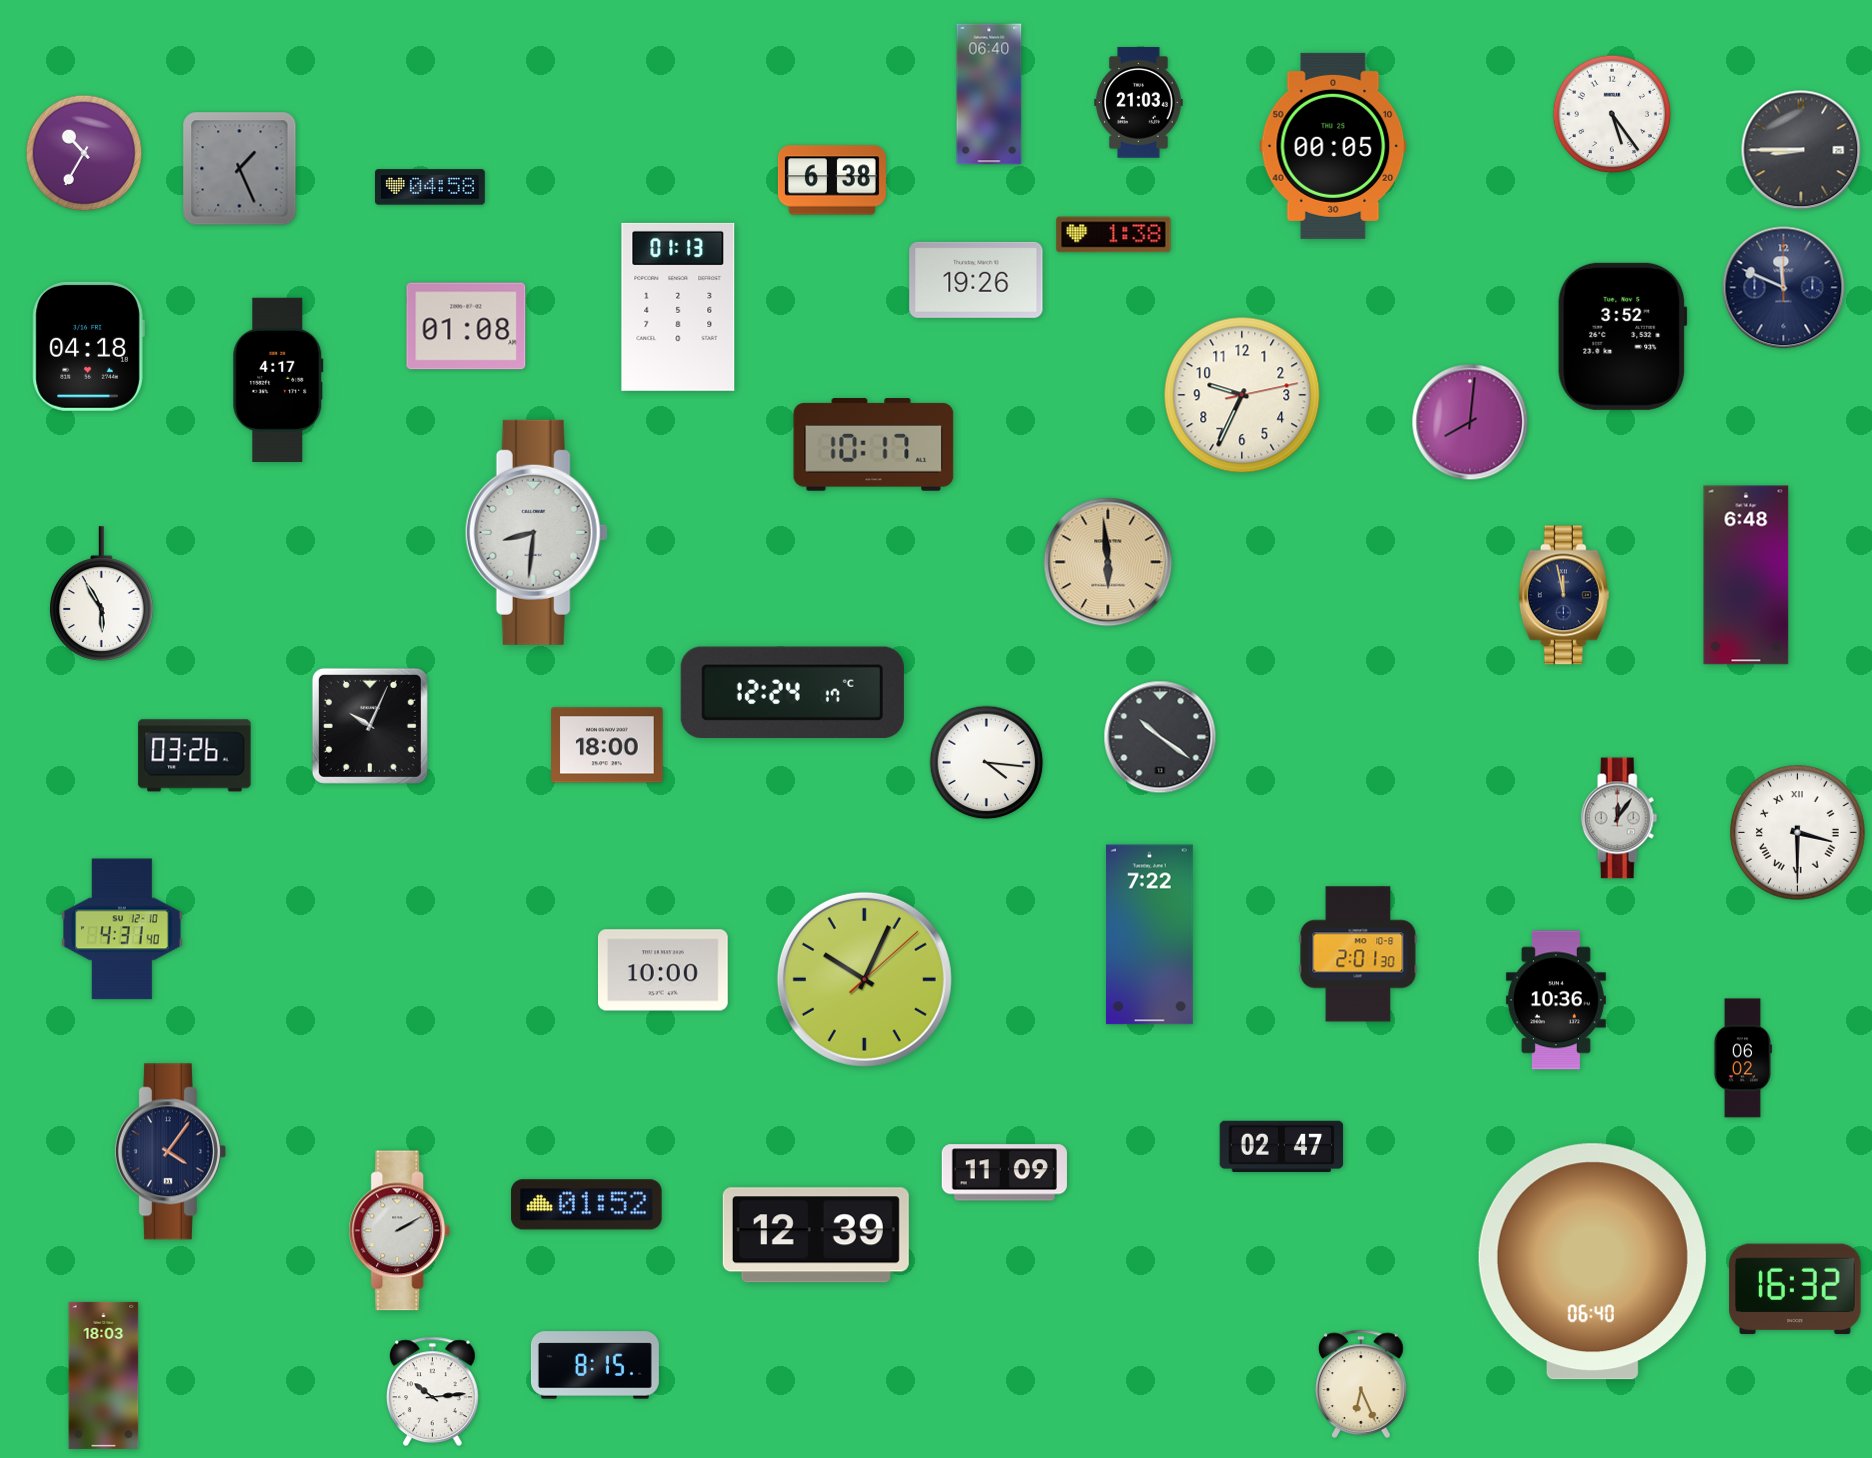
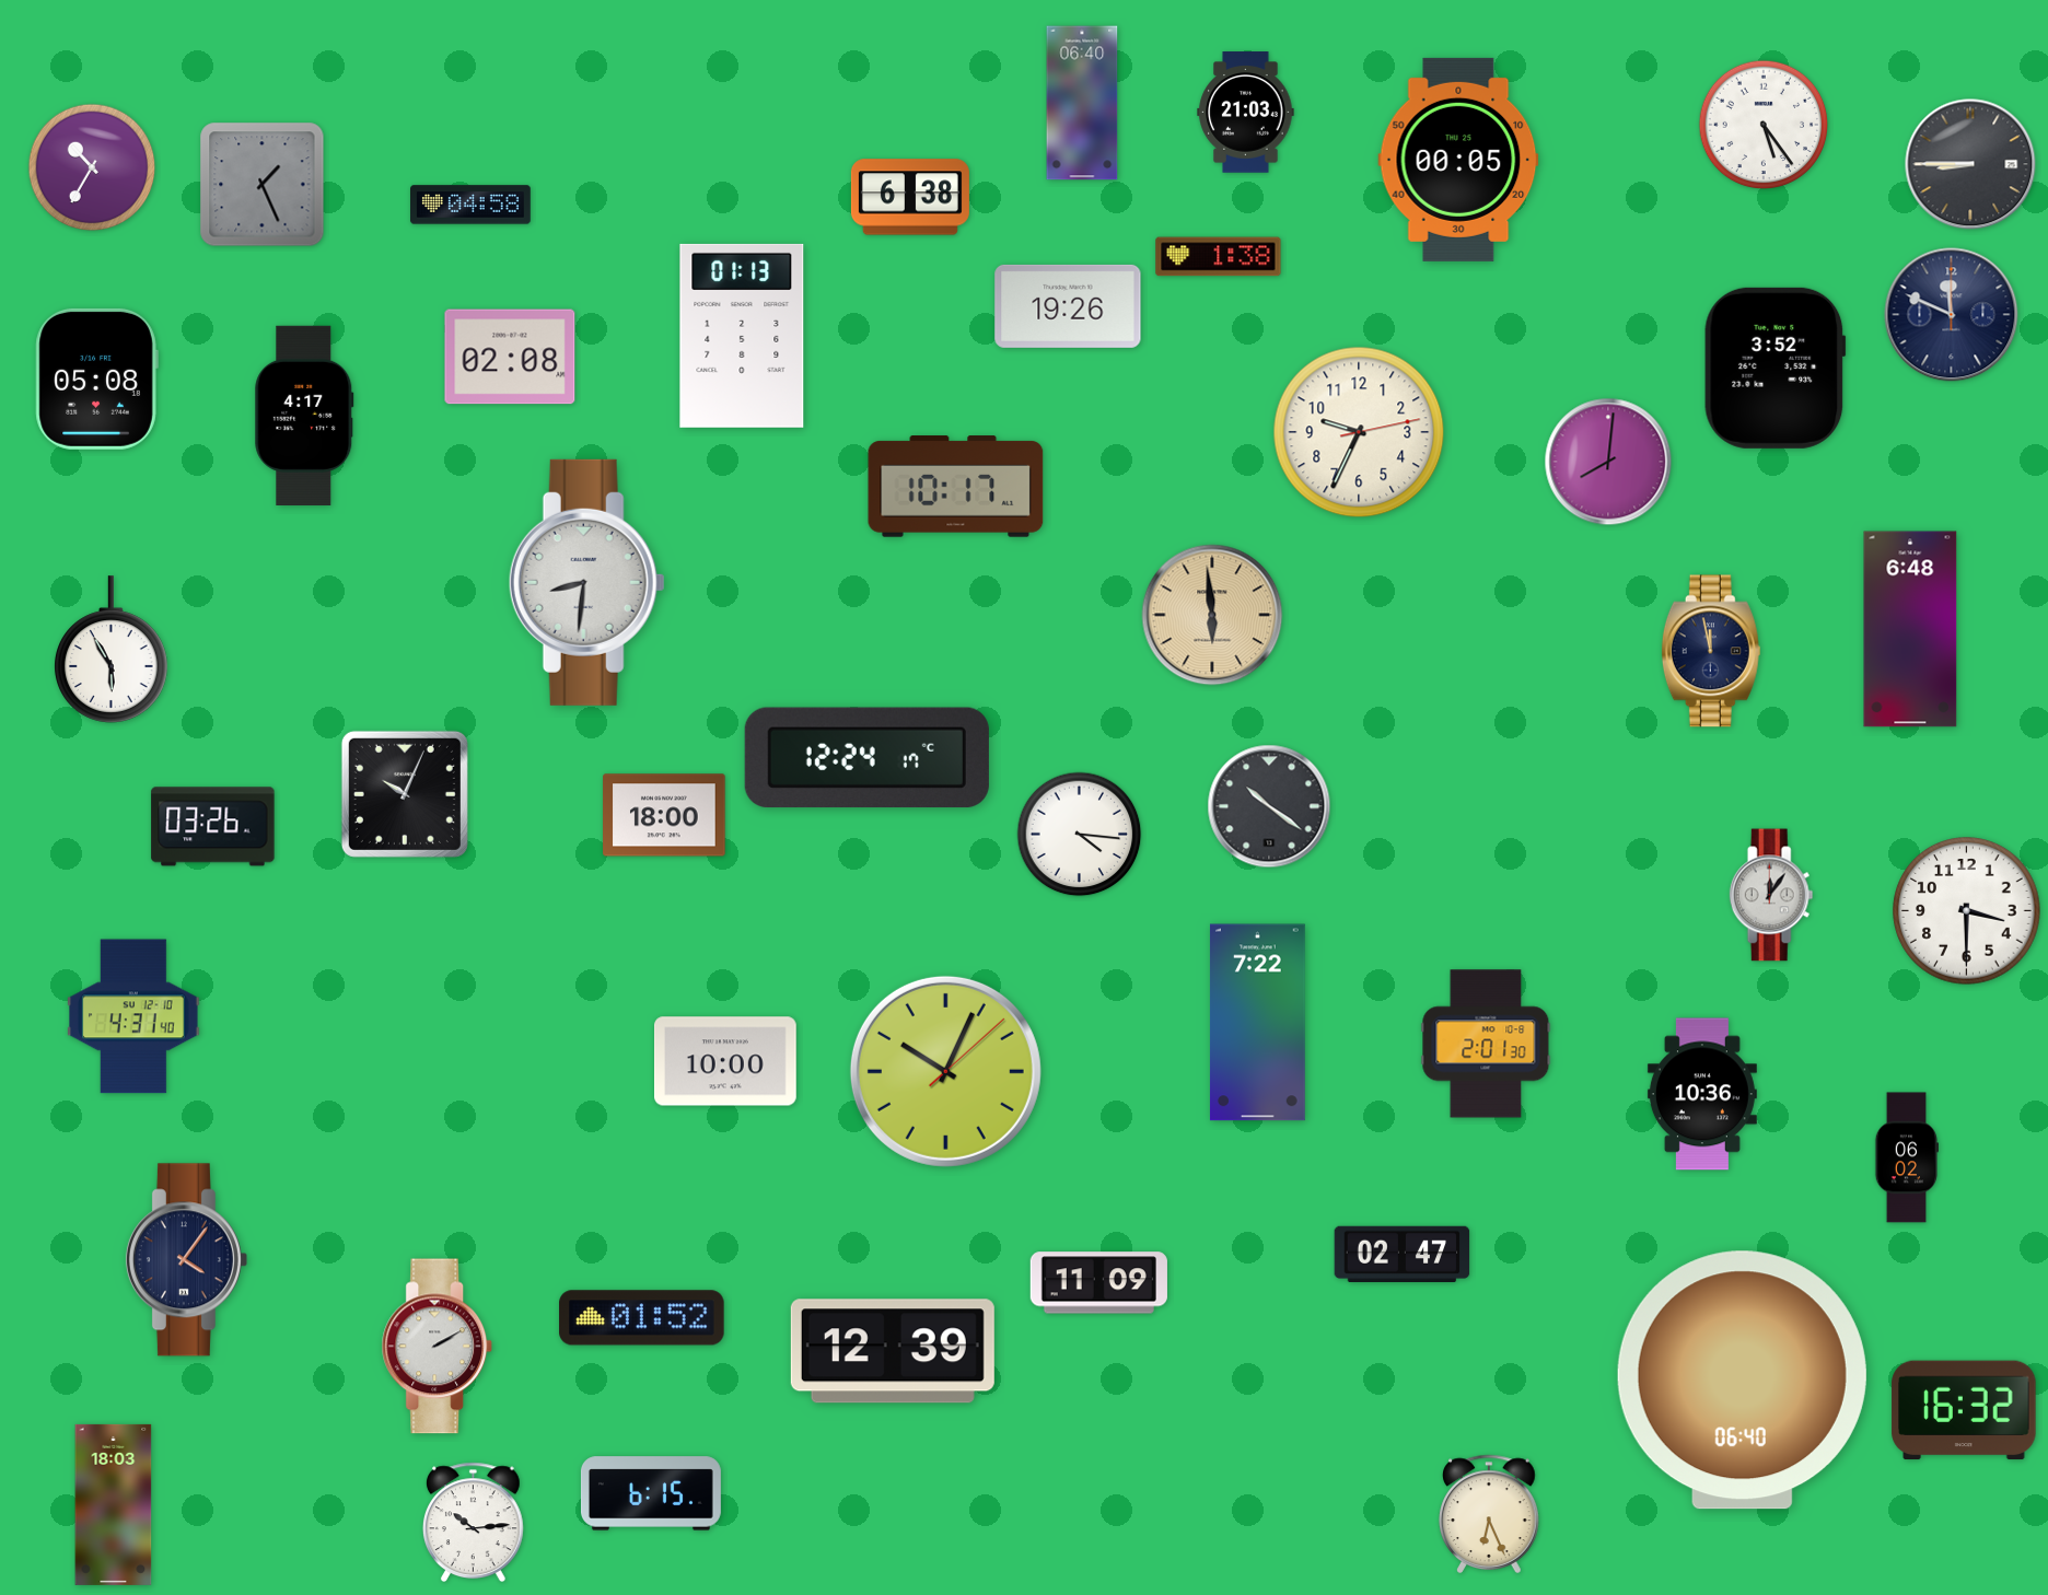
clock at (466, 326): 01:08 -> 02:08
clock at (88, 346): 04:18 -> 05:08
clock at (1798, 833) numerals: Roman -> Arabic
clock at (595, 1365): 8:15 -> 6:15
